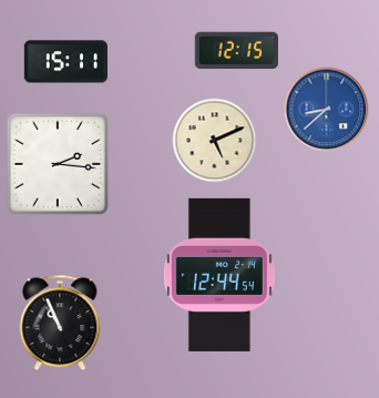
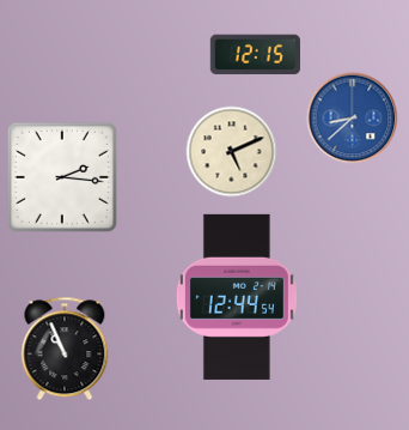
clock at (65, 62): 15:11 -> none
